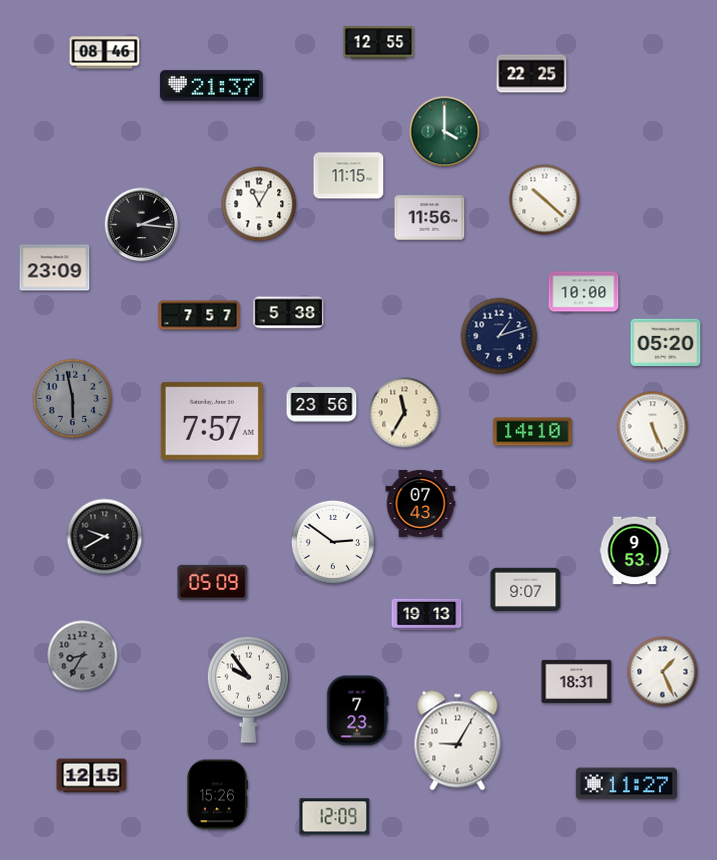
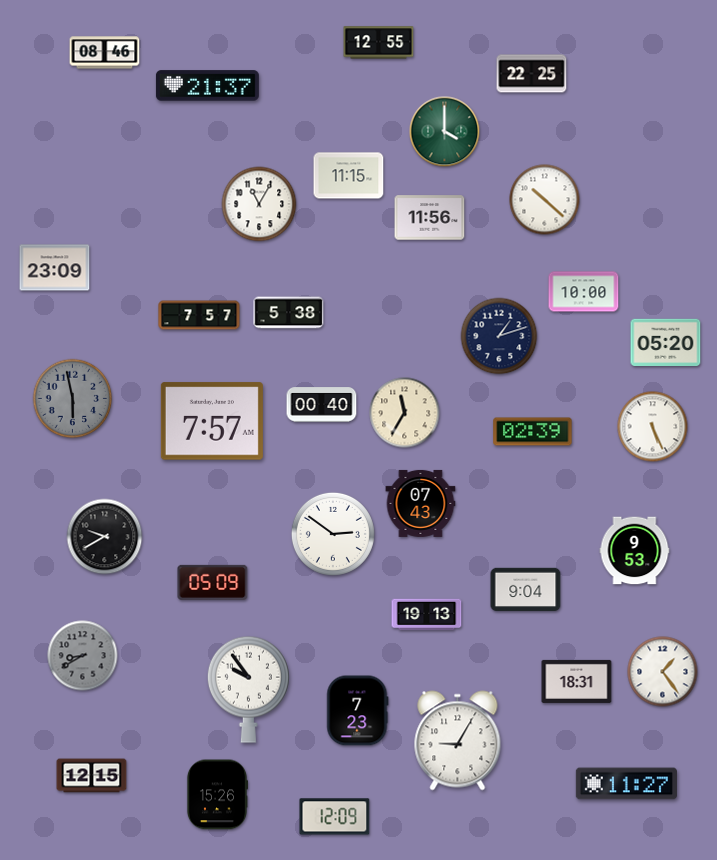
clock at (211, 86) position: (211, 86) -> (207, 86)
clock at (142, 225): 2:16 -> none
clock at (322, 405): 23:56 -> 00:40
clock at (533, 432): 14:10 -> 02:39
clock at (333, 542) position: (333, 542) -> (333, 534)
clock at (526, 590): 9:07 -> 9:04
clock at (83, 656): 8:35 -> 8:40
clock at (663, 672): 1:26 -> 1:24
